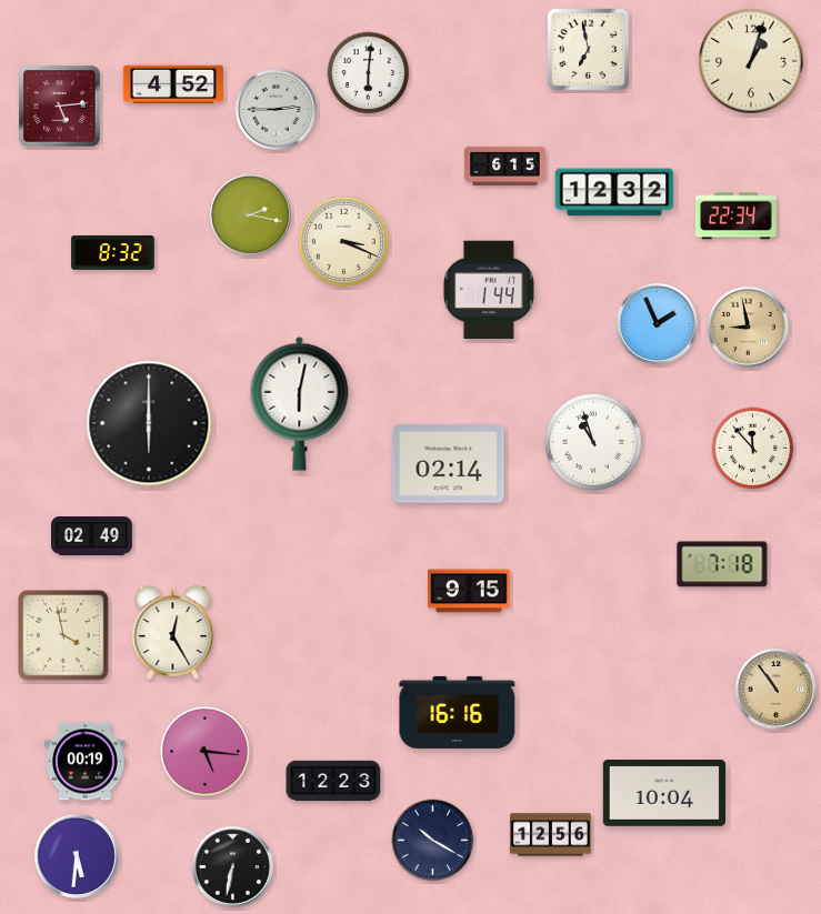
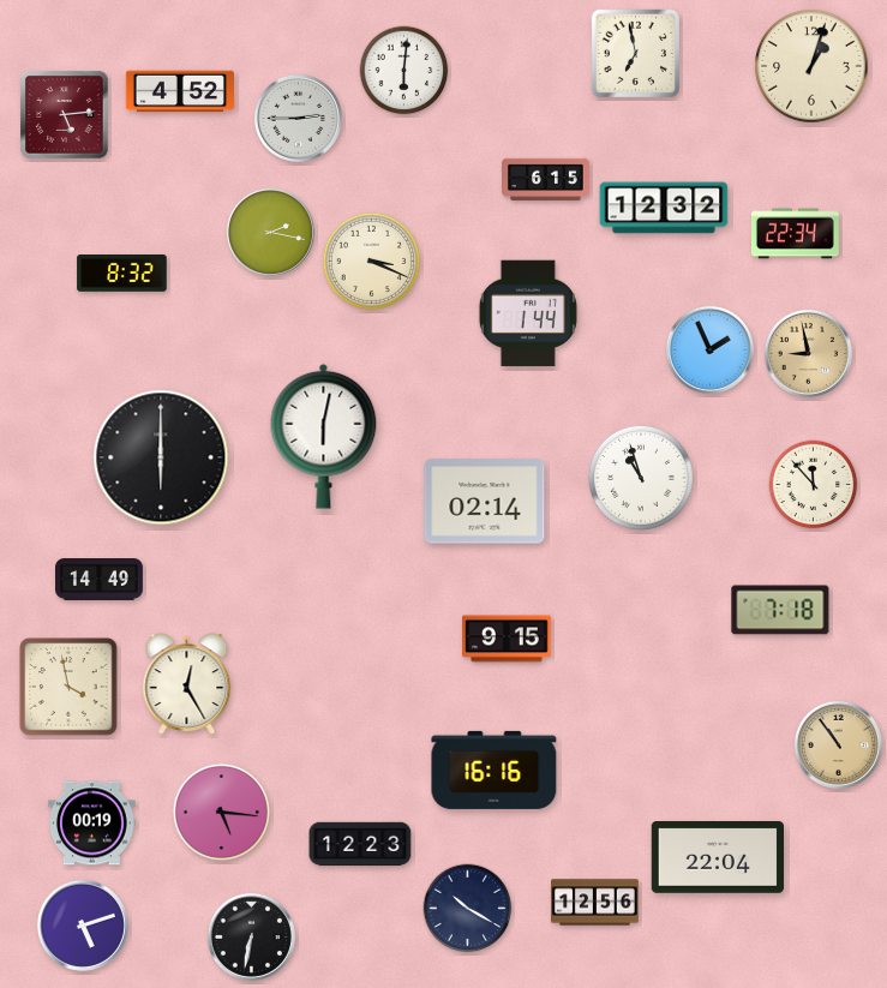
clock at (369, 73) position: (369, 73) -> (404, 71)
clock at (172, 84) position: (172, 84) -> (179, 91)
clock at (92, 536): 02:49 -> 14:49
clock at (663, 794): 10:04 -> 22:04
clock at (77, 856): 5:31 -> 5:12
